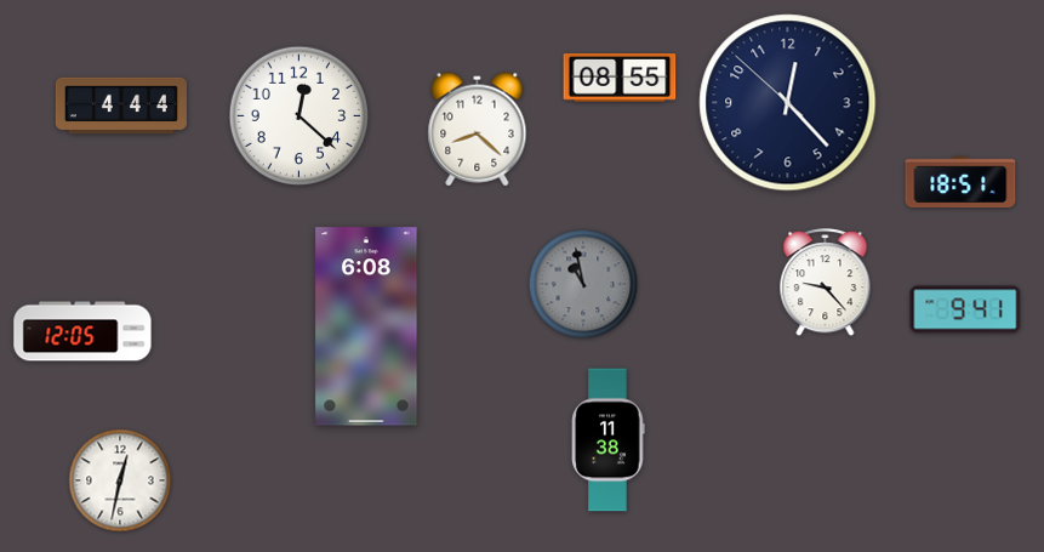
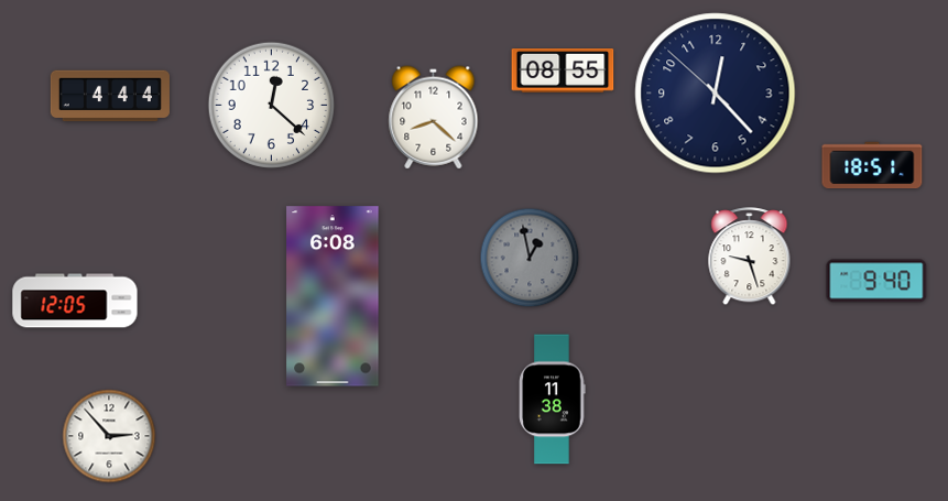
clock at (826, 283): 9:23 -> 9:27
clock at (583, 284): 10:58 -> 12:58
clock at (965, 309): 9:41 -> 9:40
clock at (120, 480): 12:32 -> 2:53
